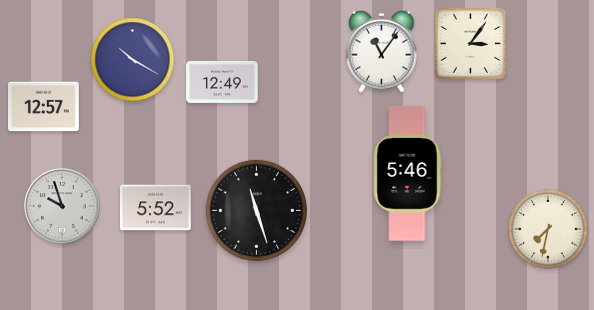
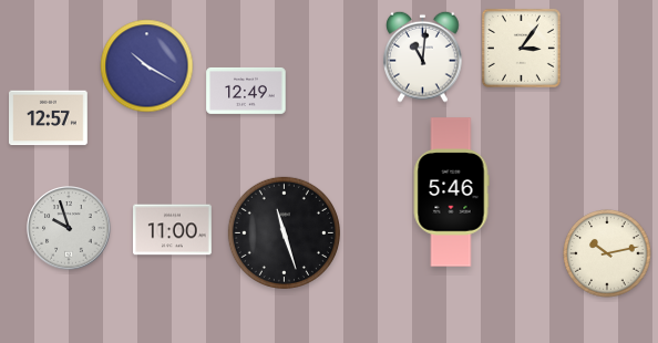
clock at (382, 51): 11:06 -> 11:01
clock at (156, 208): 5:52 -> 11:00
clock at (548, 229): 7:32 -> 10:13
